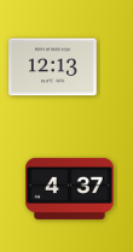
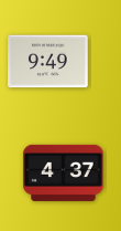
clock at (53, 68): 12:13 -> 9:49
